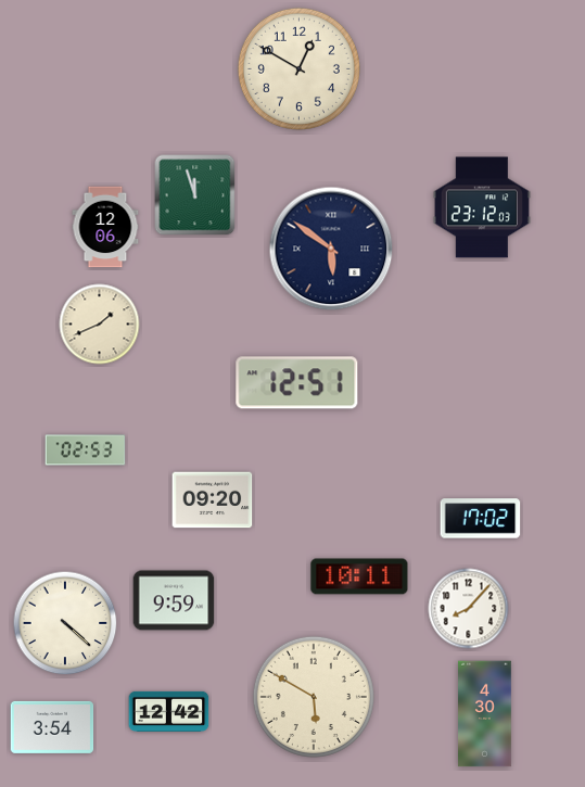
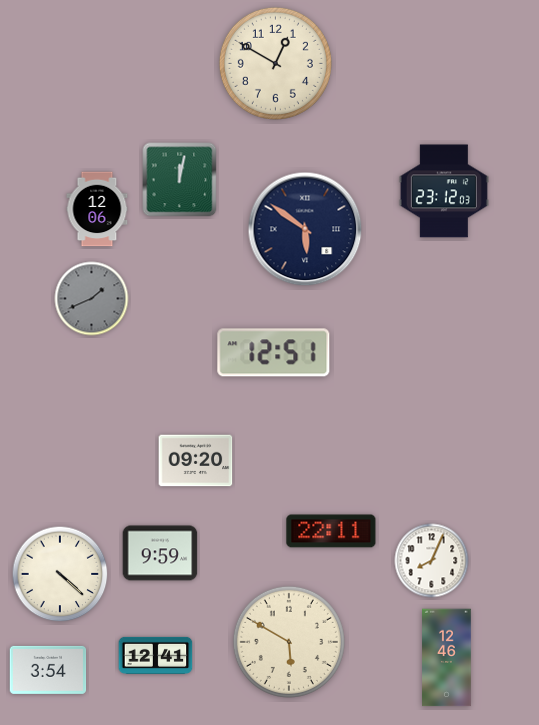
clock at (195, 195): 11:57 -> 12:02
clock at (100, 325) dial: cream -> grey
clock at (86, 450): 02:53 -> none
clock at (481, 519): 17:02 -> none
clock at (359, 576): 10:11 -> 22:11
clock at (469, 609): 8:07 -> 8:04
clock at (169, 711): 12:42 -> 12:41
clock at (485, 714): 4:30 -> 12:46
